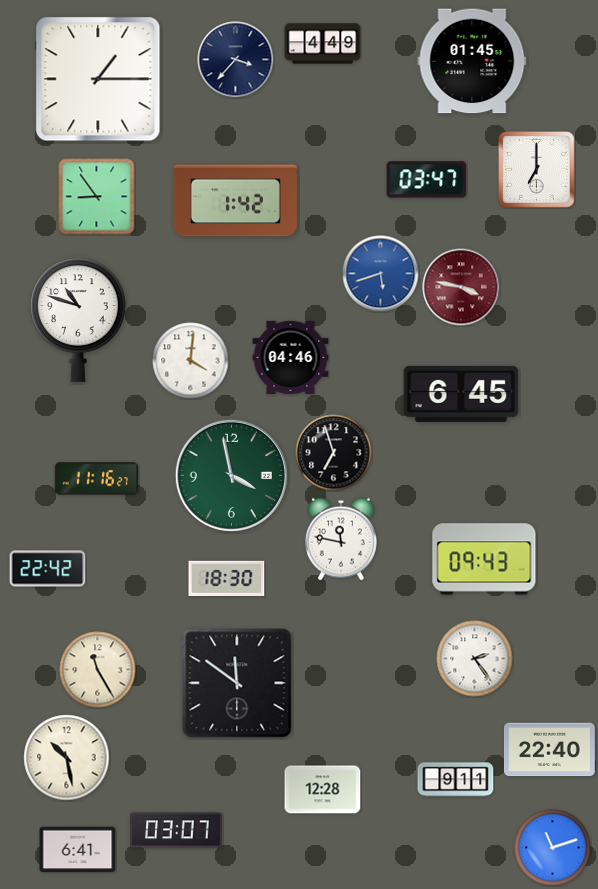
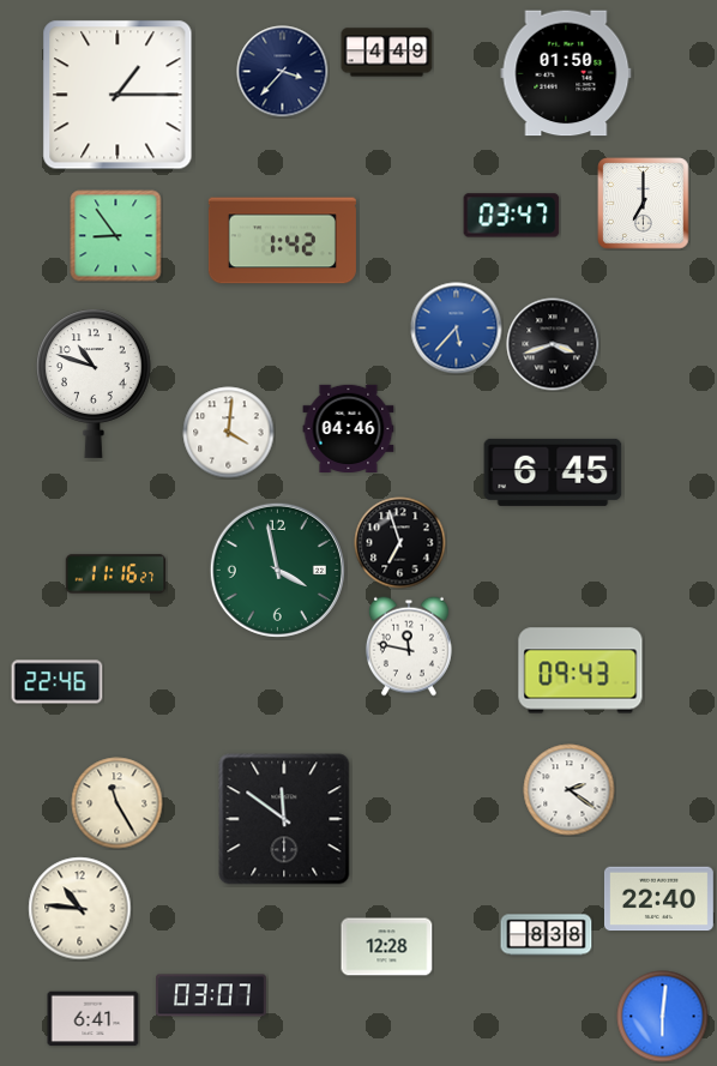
clock at (472, 61): 01:45 -> 01:50
clock at (381, 274): 5:42 -> 5:37
clock at (461, 287): 3:47 -> 3:42
clock at (461, 287) dial: burgundy -> black
clock at (48, 569): 22:42 -> 22:46
clock at (227, 578): 18:30 -> none
clock at (475, 659): 2:24 -> 2:21
clock at (67, 758): 10:28 -> 10:46
clock at (456, 780): 9:11 -> 8:38
clock at (553, 848): 11:12 -> 6:01
